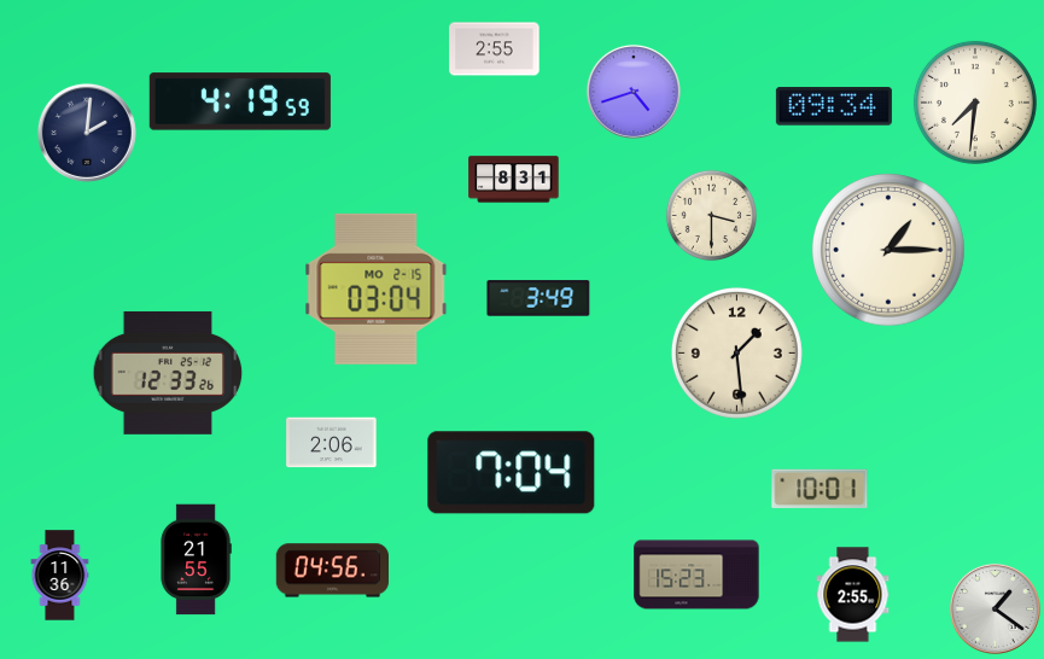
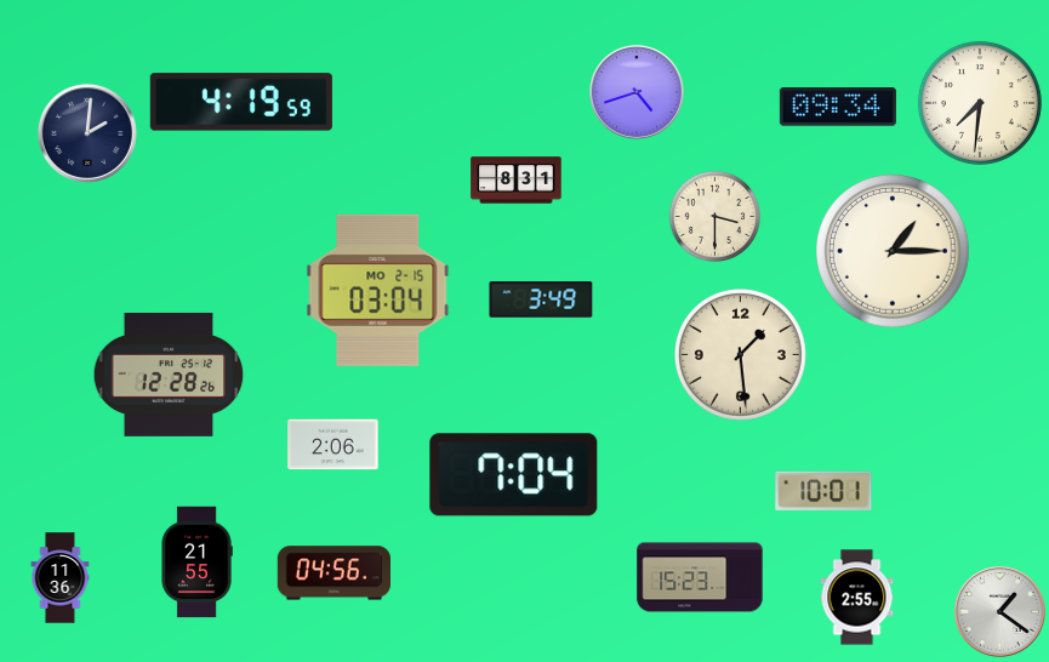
clock at (495, 49): 2:55 -> none
clock at (168, 373): 12:33 -> 12:28
